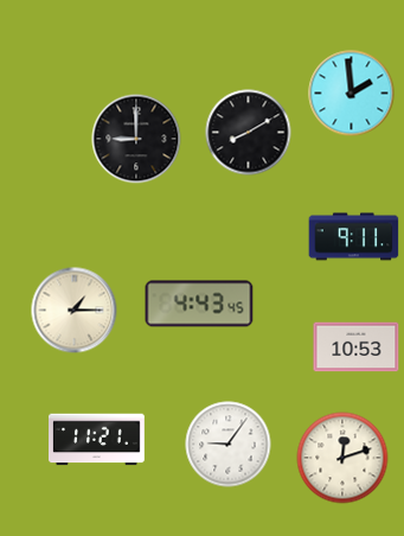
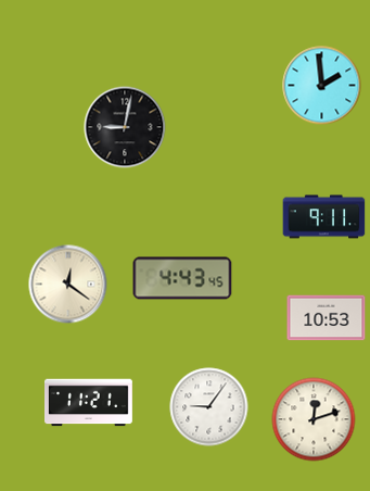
clock at (249, 133): 8:10 -> none
clock at (136, 139): 9:00 -> 9:02
clock at (75, 311): 1:15 -> 12:21
